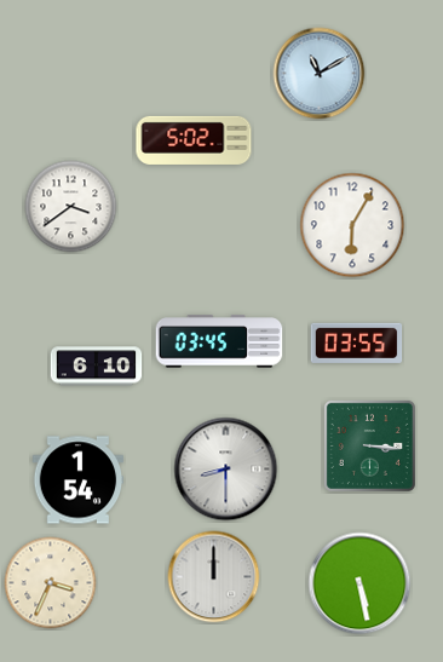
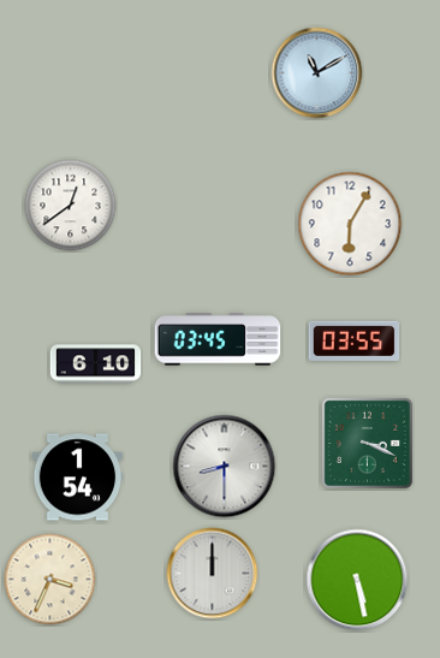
clock at (194, 140): 5:02 -> none
clock at (71, 207): 3:39 -> 12:39
clock at (369, 445): 3:16 -> 3:19
